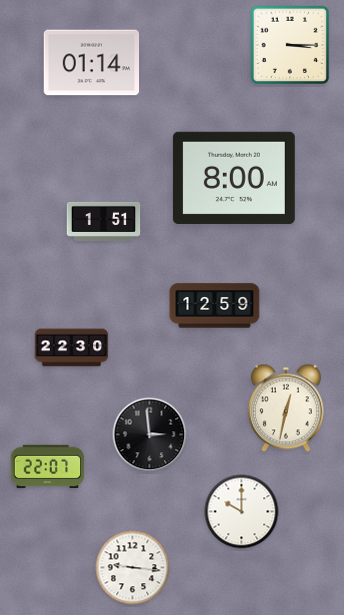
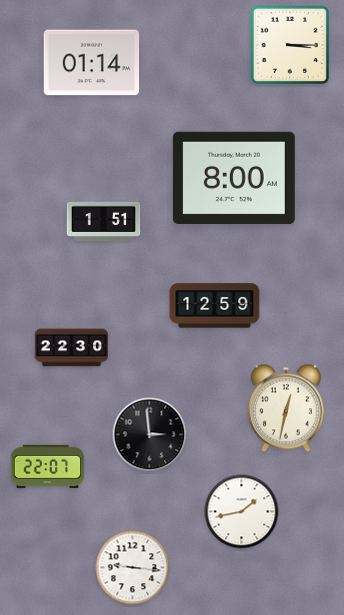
clock at (242, 512): 10:00 -> 1:43
